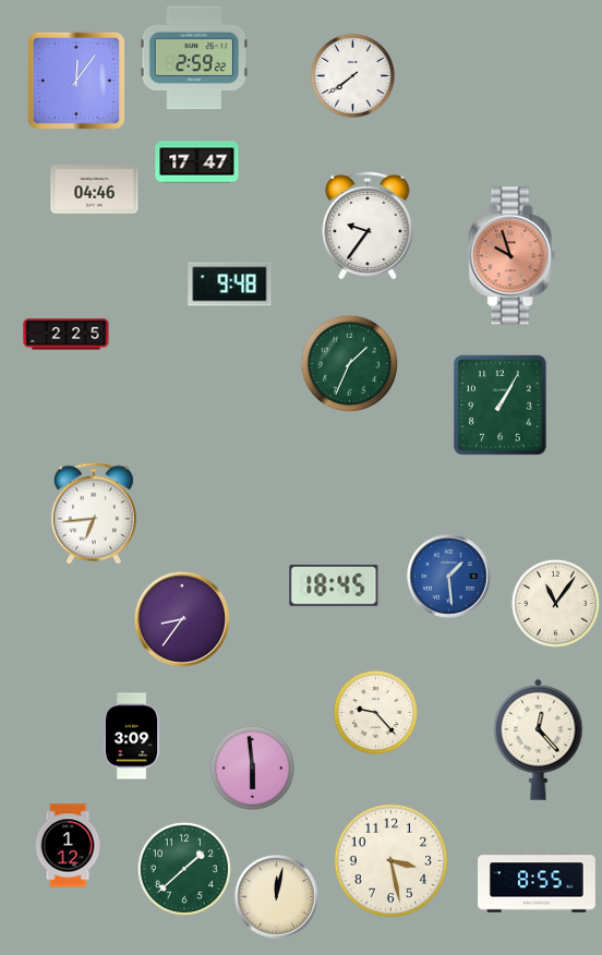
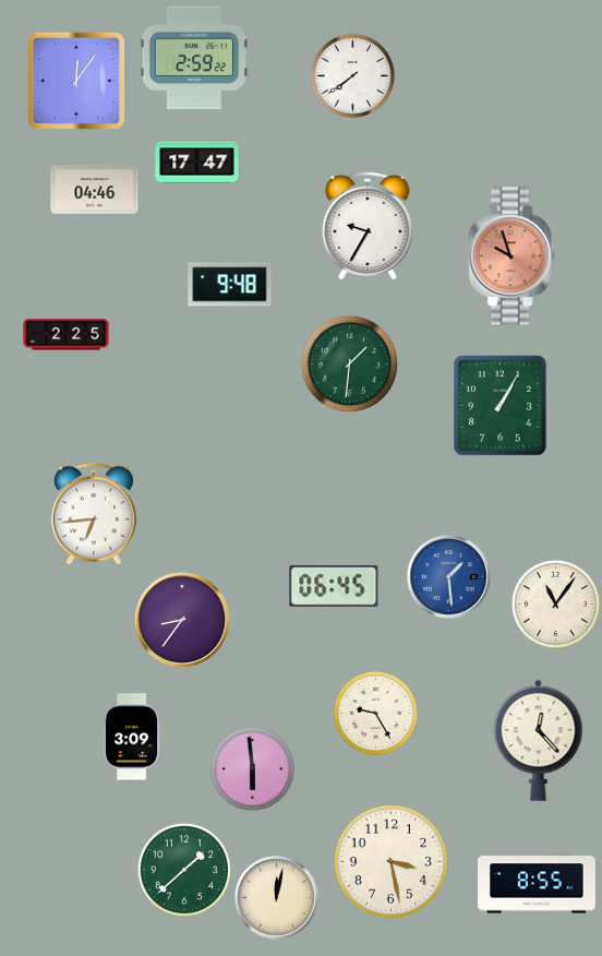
clock at (368, 226): 9:36 -> 9:35
clock at (349, 363): 1:34 -> 1:31
clock at (334, 587): 18:45 -> 06:45
clock at (375, 712): 9:23 -> 9:25
clock at (68, 846): 1:12 -> none
